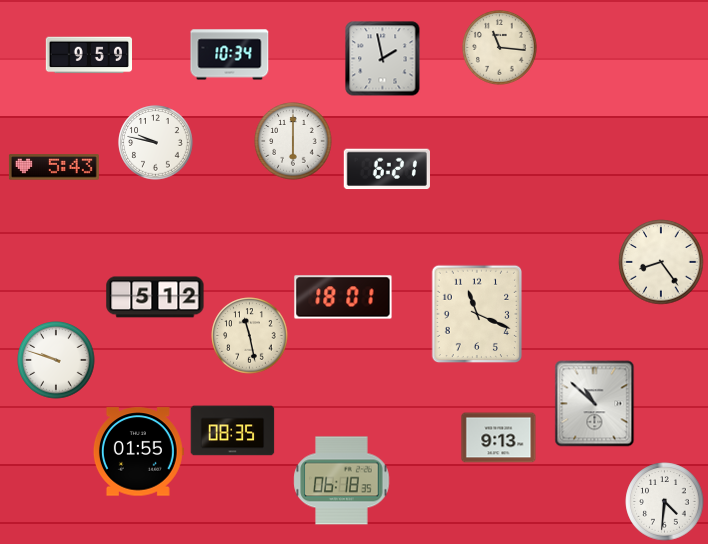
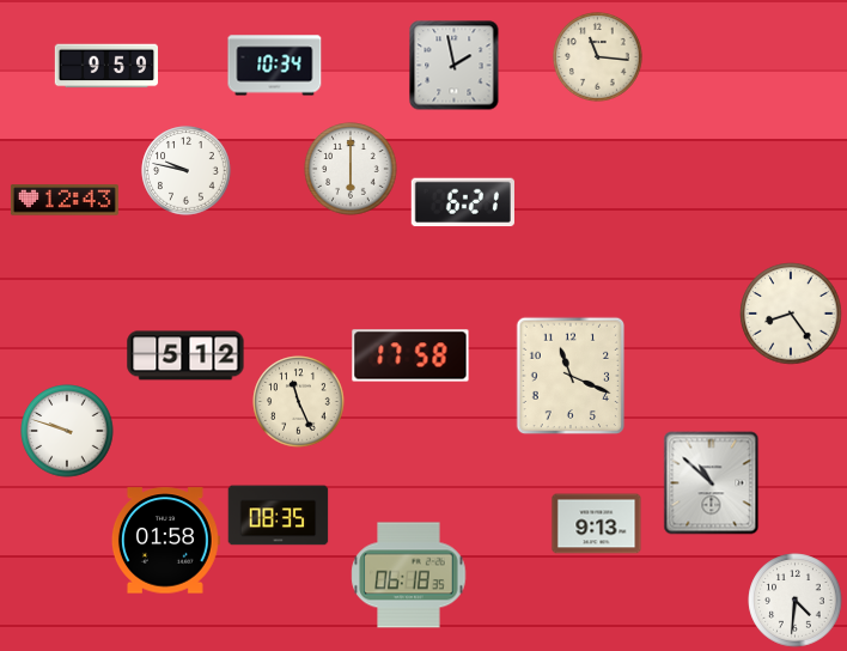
clock at (383, 59) position: (383, 59) -> (455, 66)
clock at (54, 167): 5:43 -> 12:43
clock at (343, 297): 18:01 -> 17:58
clock at (250, 336): 11:28 -> 11:26
clock at (138, 452): 01:55 -> 01:58
